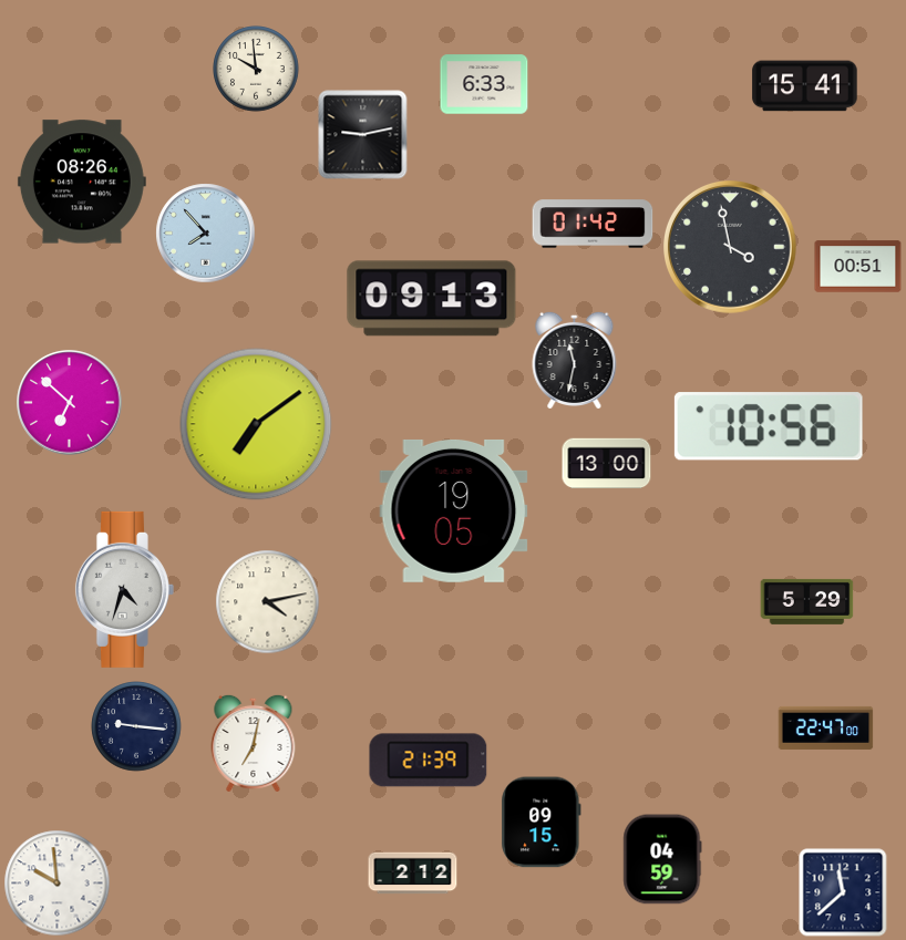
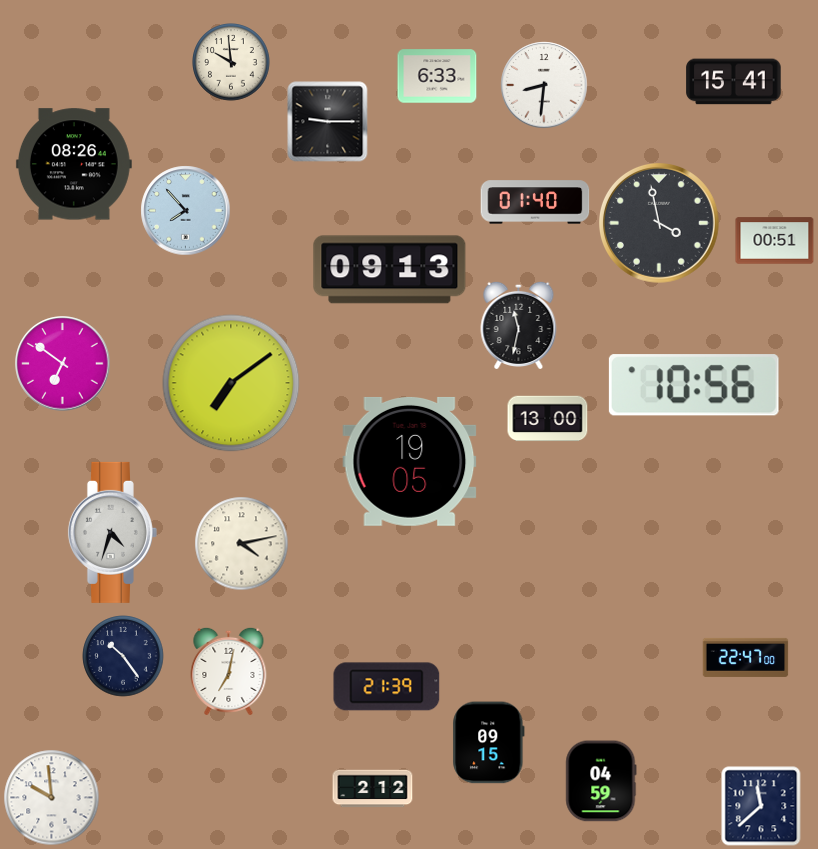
clock at (805, 86) position: (805, 86) -> (734, 82)
clock at (544, 85): none -> 8:31
clock at (363, 135): 9:13 -> 9:15
clock at (593, 224): 01:42 -> 01:40
clock at (70, 403): 6:52 -> 6:51
clock at (807, 601): 5:29 -> none
clock at (136, 726): 9:16 -> 10:24
clock at (662, 859) position: (662, 859) -> (601, 781)
